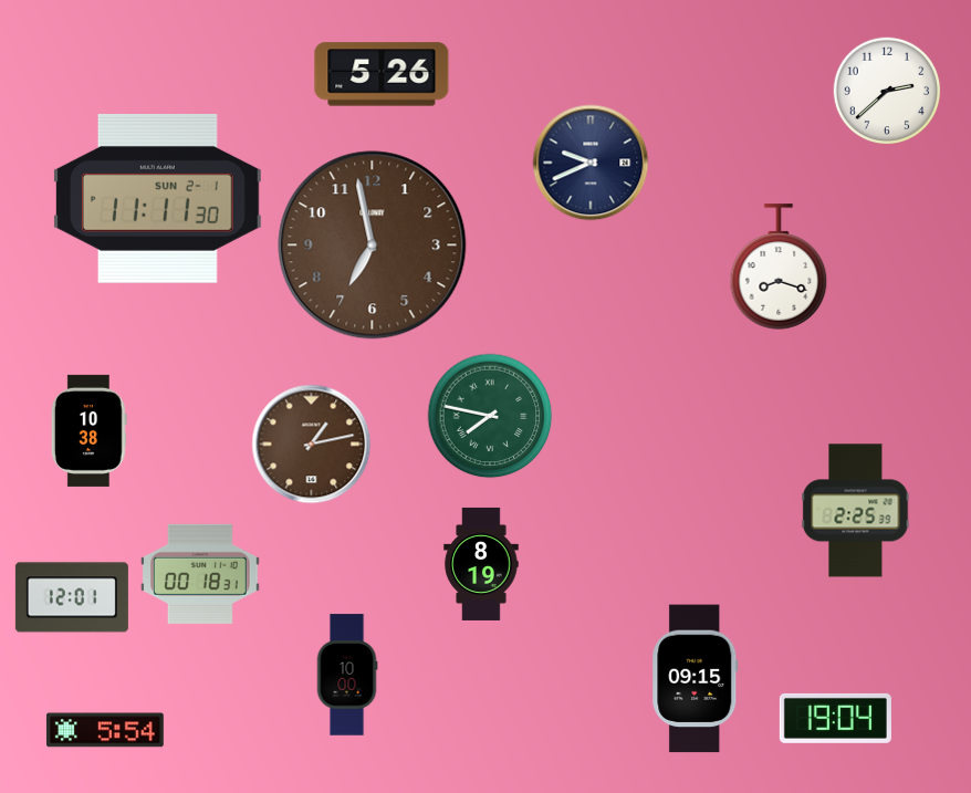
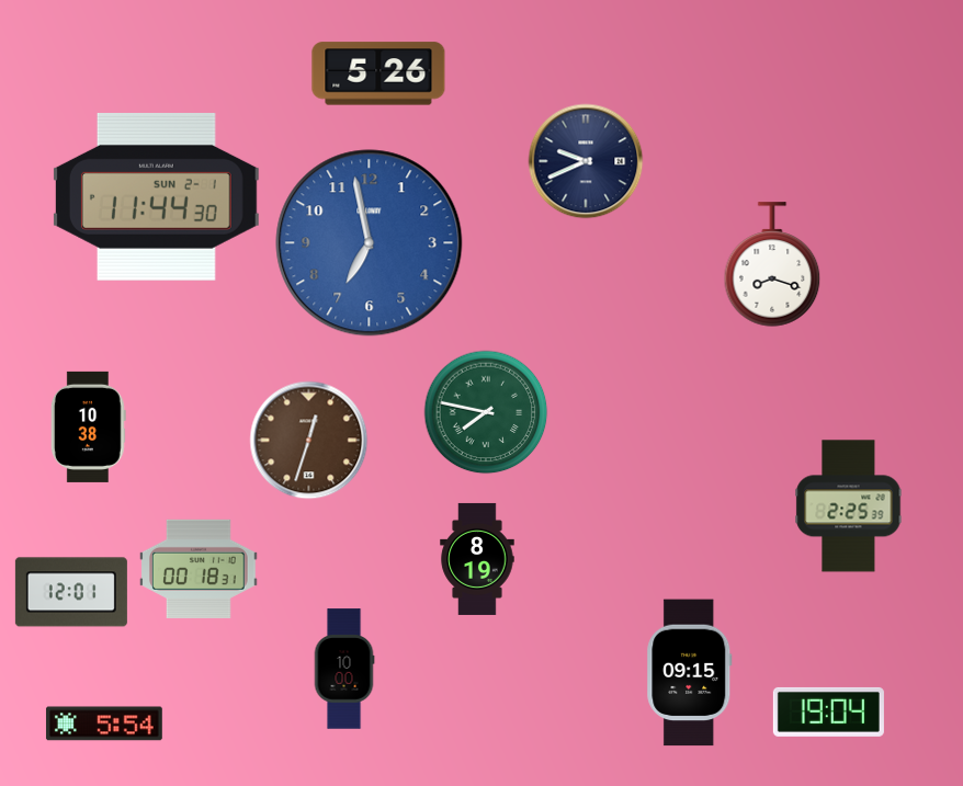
clock at (887, 91): 2:38 -> none
clock at (157, 198): 11:11 -> 11:44
clock at (373, 246) dial: brown -> blue
clock at (312, 445): 1:13 -> 12:33
